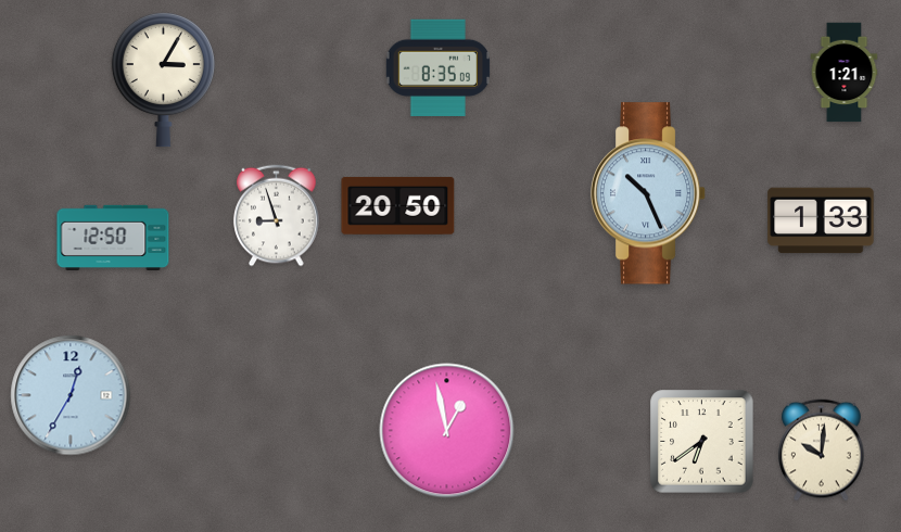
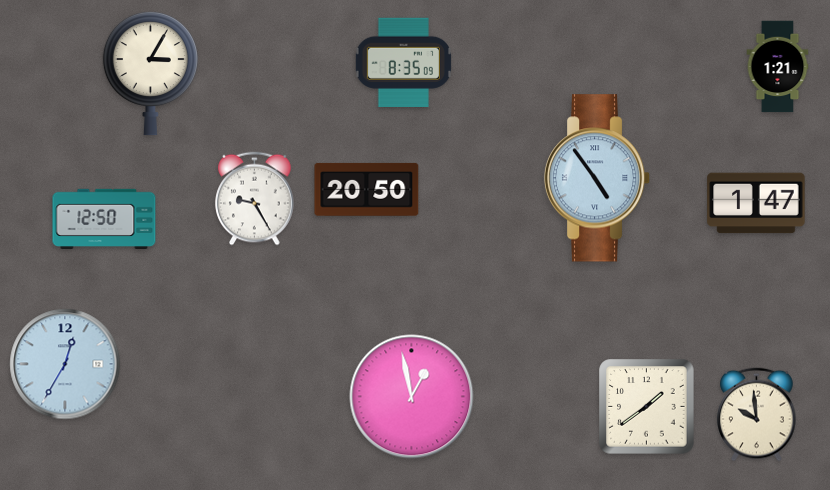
clock at (648, 193): 10:26 -> 4:54
clock at (277, 216): 8:57 -> 9:25
clock at (821, 220): 1:33 -> 1:47
clock at (702, 442): 6:39 -> 1:39
clock at (822, 451): 10:01 -> 9:59
